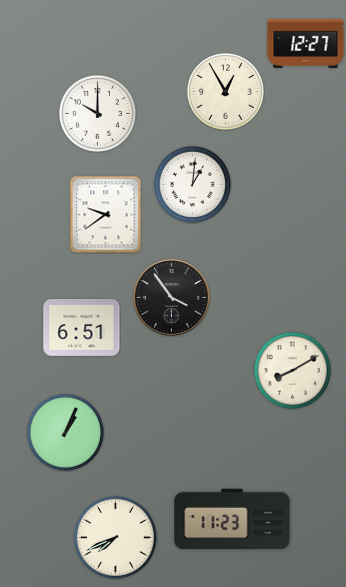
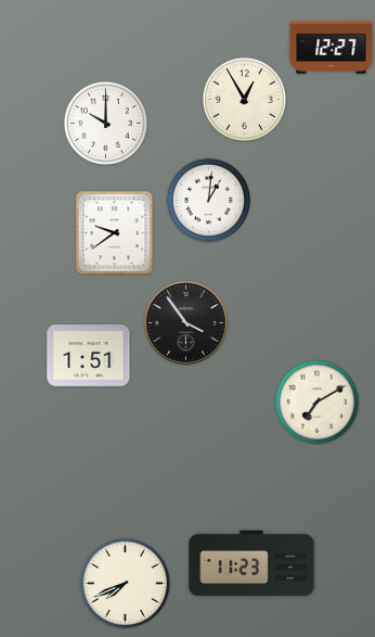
clock at (82, 328): 6:51 -> 1:51
clock at (292, 370): 8:10 -> 7:10
clock at (65, 432): 1:04 -> none
